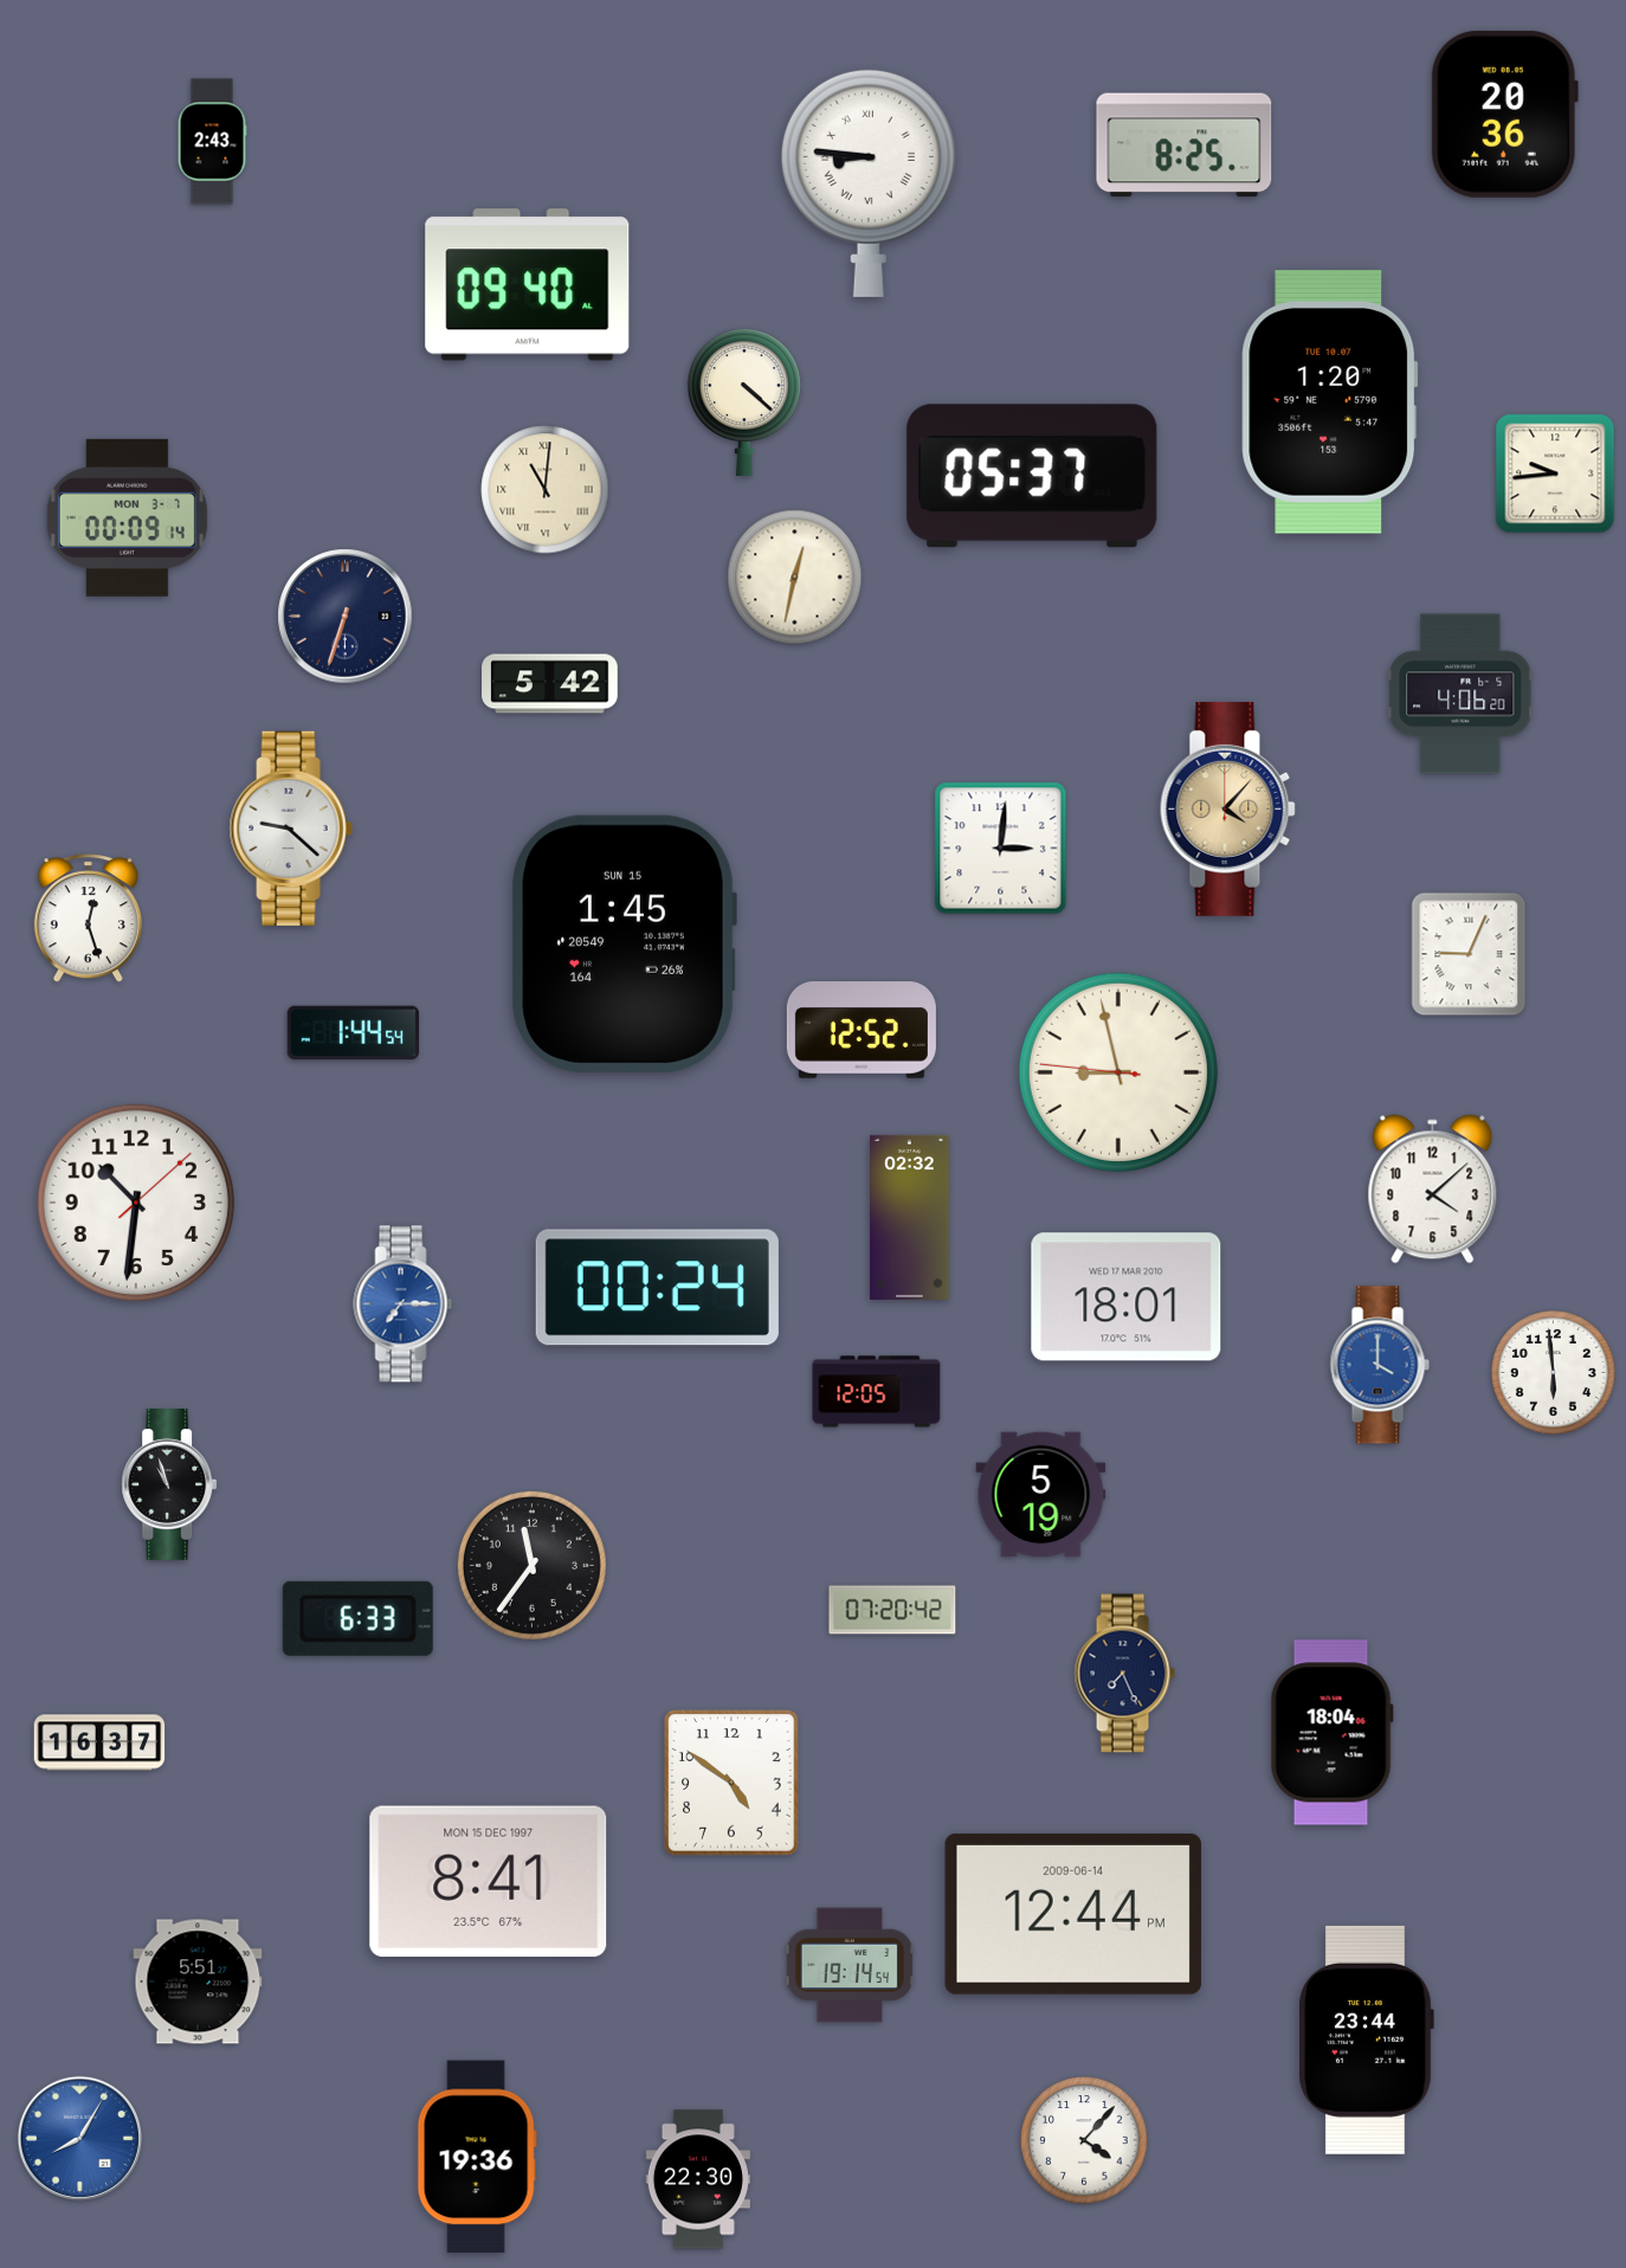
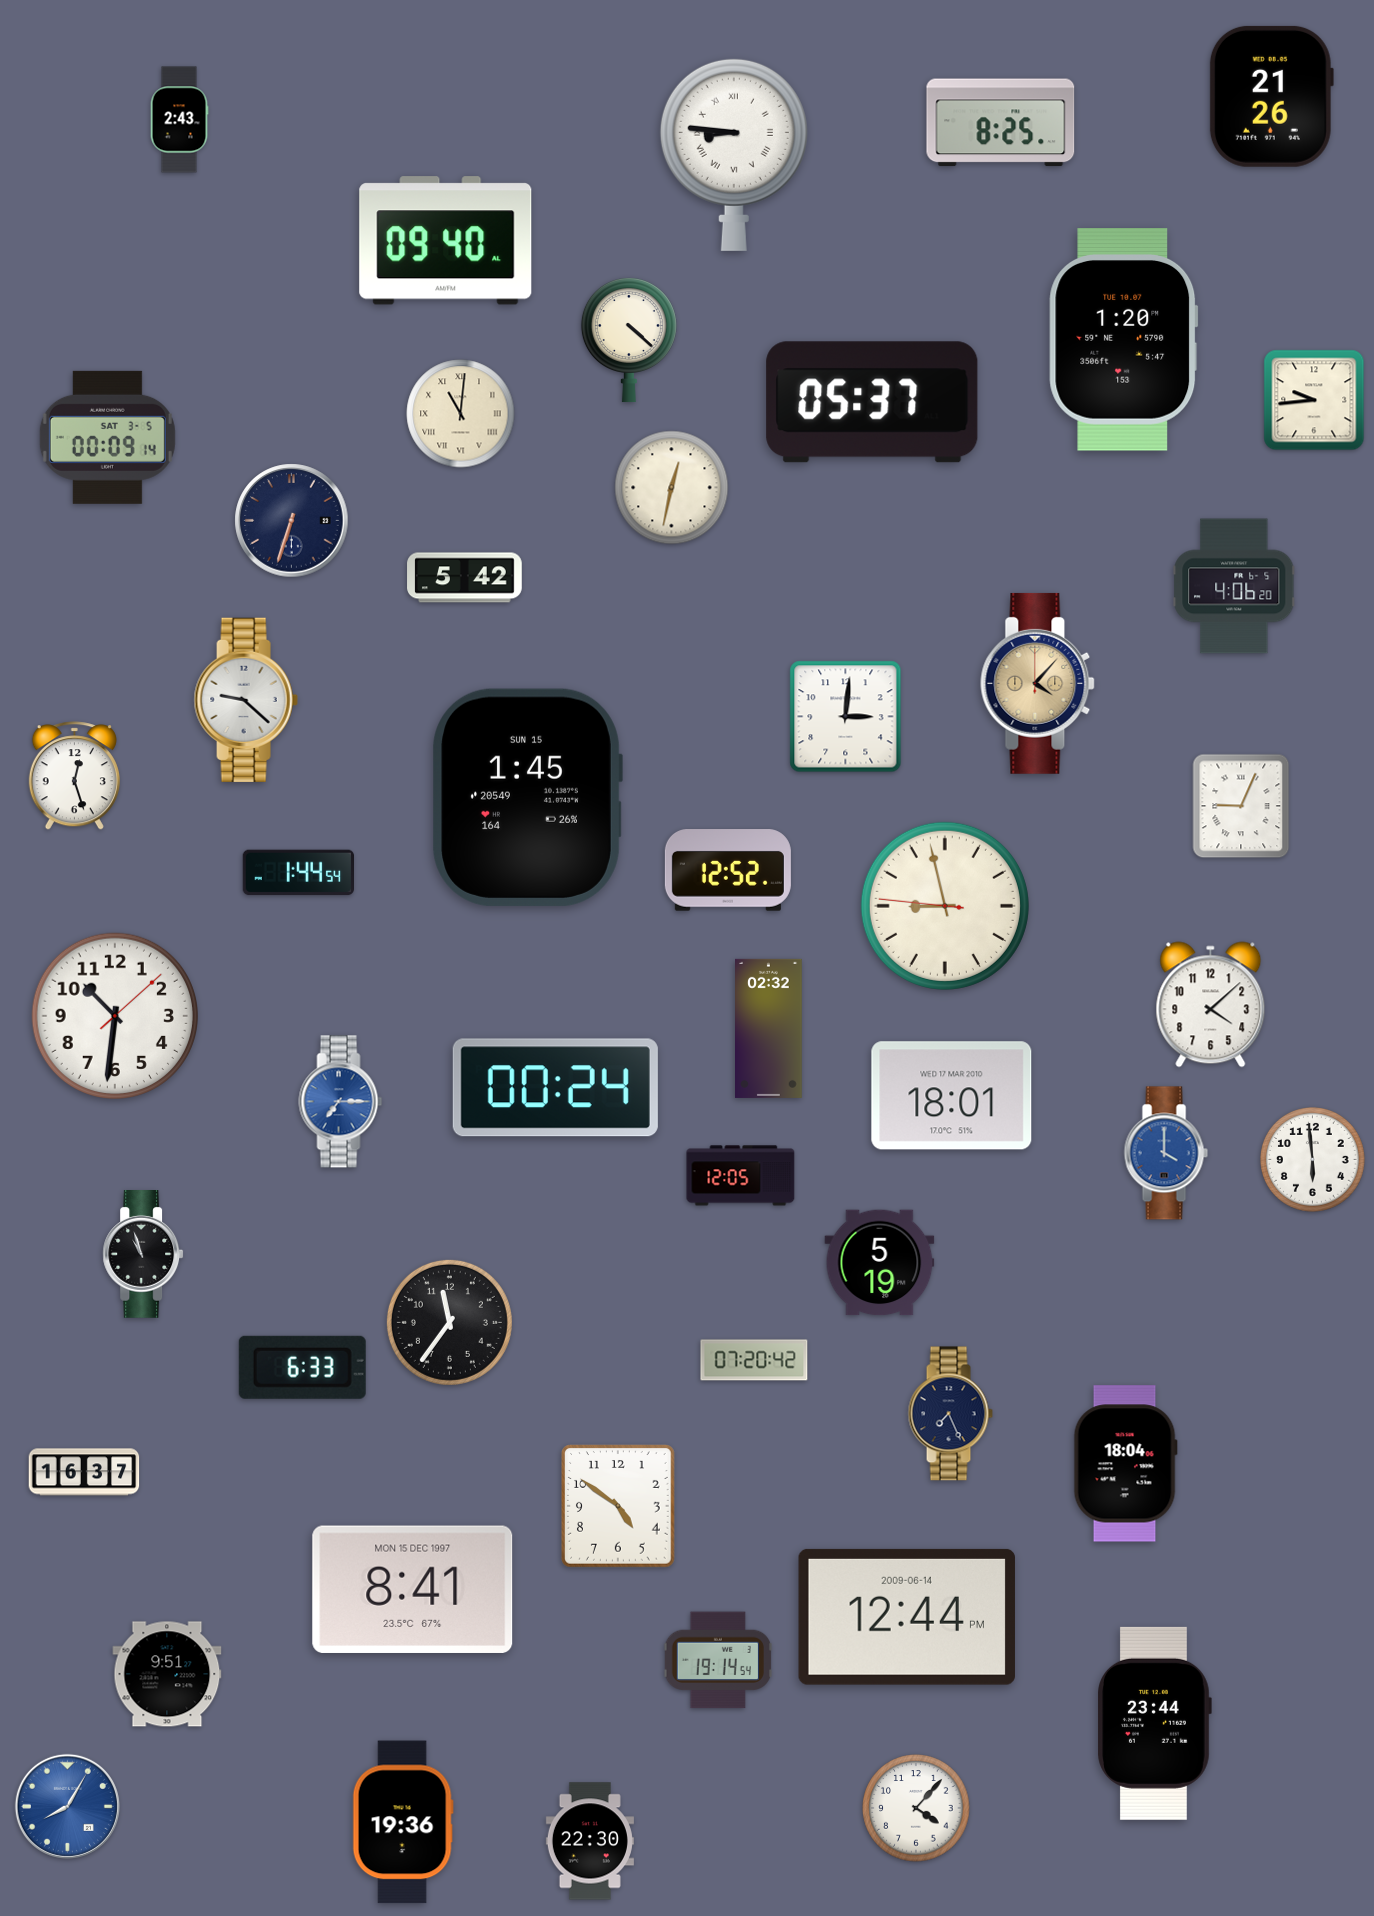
clock at (1504, 114): 20:36 -> 21:26
clock at (127, 517) date: MON 3-7 -> SAT 3-5
clock at (198, 1982): 5:51 -> 9:51
